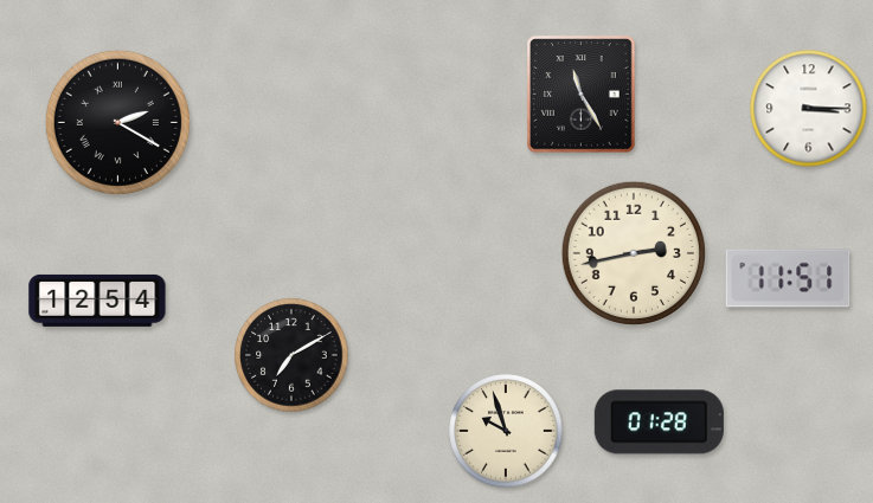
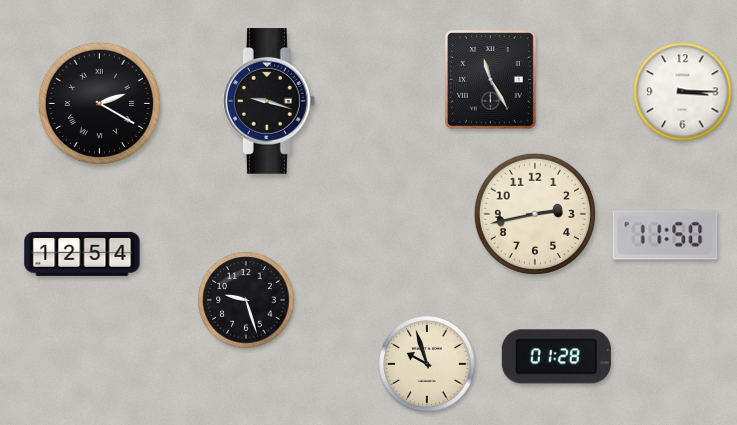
clock at (269, 102): none -> 9:18
clock at (788, 278): 11:51 -> 11:50
clock at (291, 355): 7:10 -> 9:27
